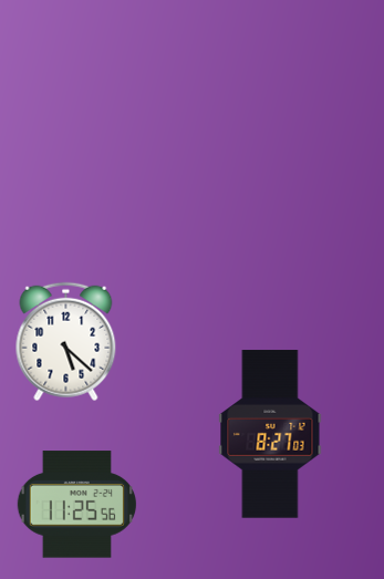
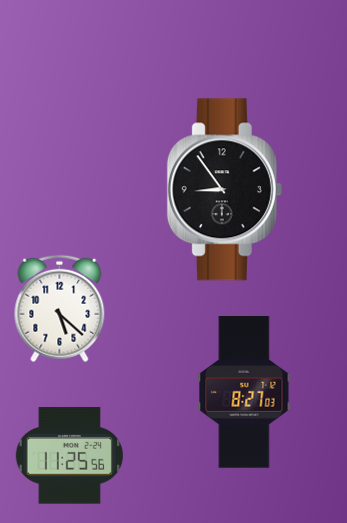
clock at (224, 190): none -> 8:54
